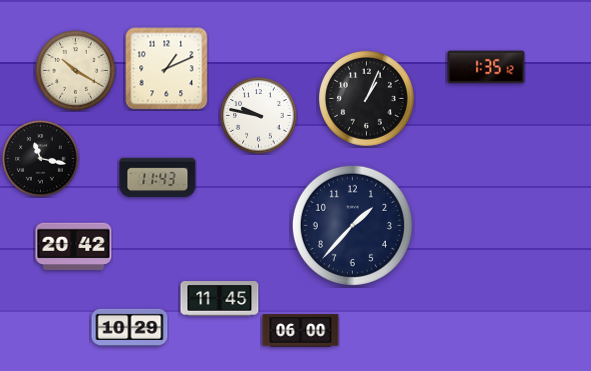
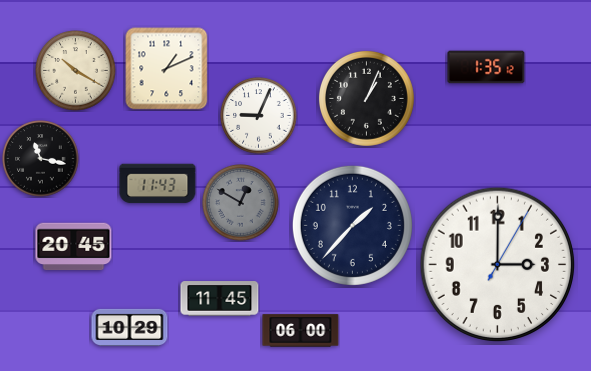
clock at (259, 116): 9:47 -> 9:04
clock at (158, 178) position: (158, 178) -> (158, 184)
clock at (241, 203): none -> 12:50
clock at (74, 247): 20:42 -> 20:45
clock at (498, 265): none -> 3:00
